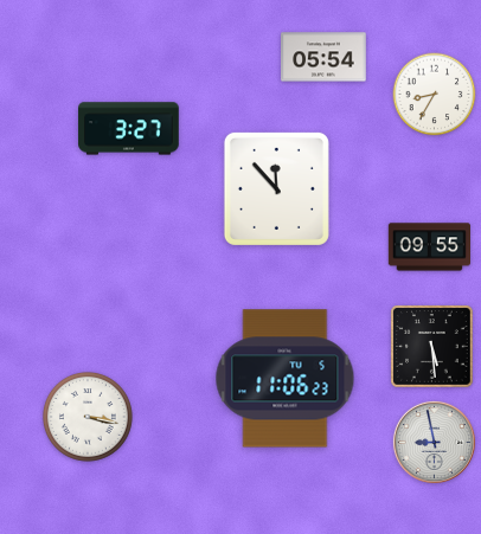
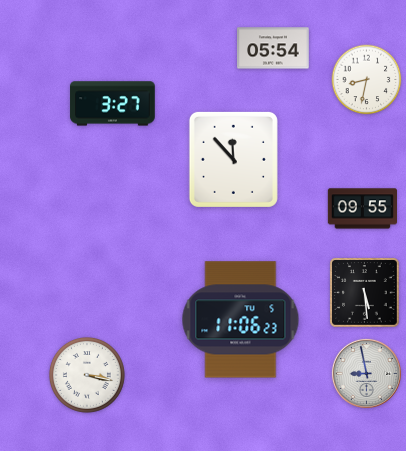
clock at (435, 95): 8:35 -> 8:32
clock at (129, 129) position: (129, 129) -> (113, 104)
clock at (88, 417) position: (88, 417) -> (87, 375)
